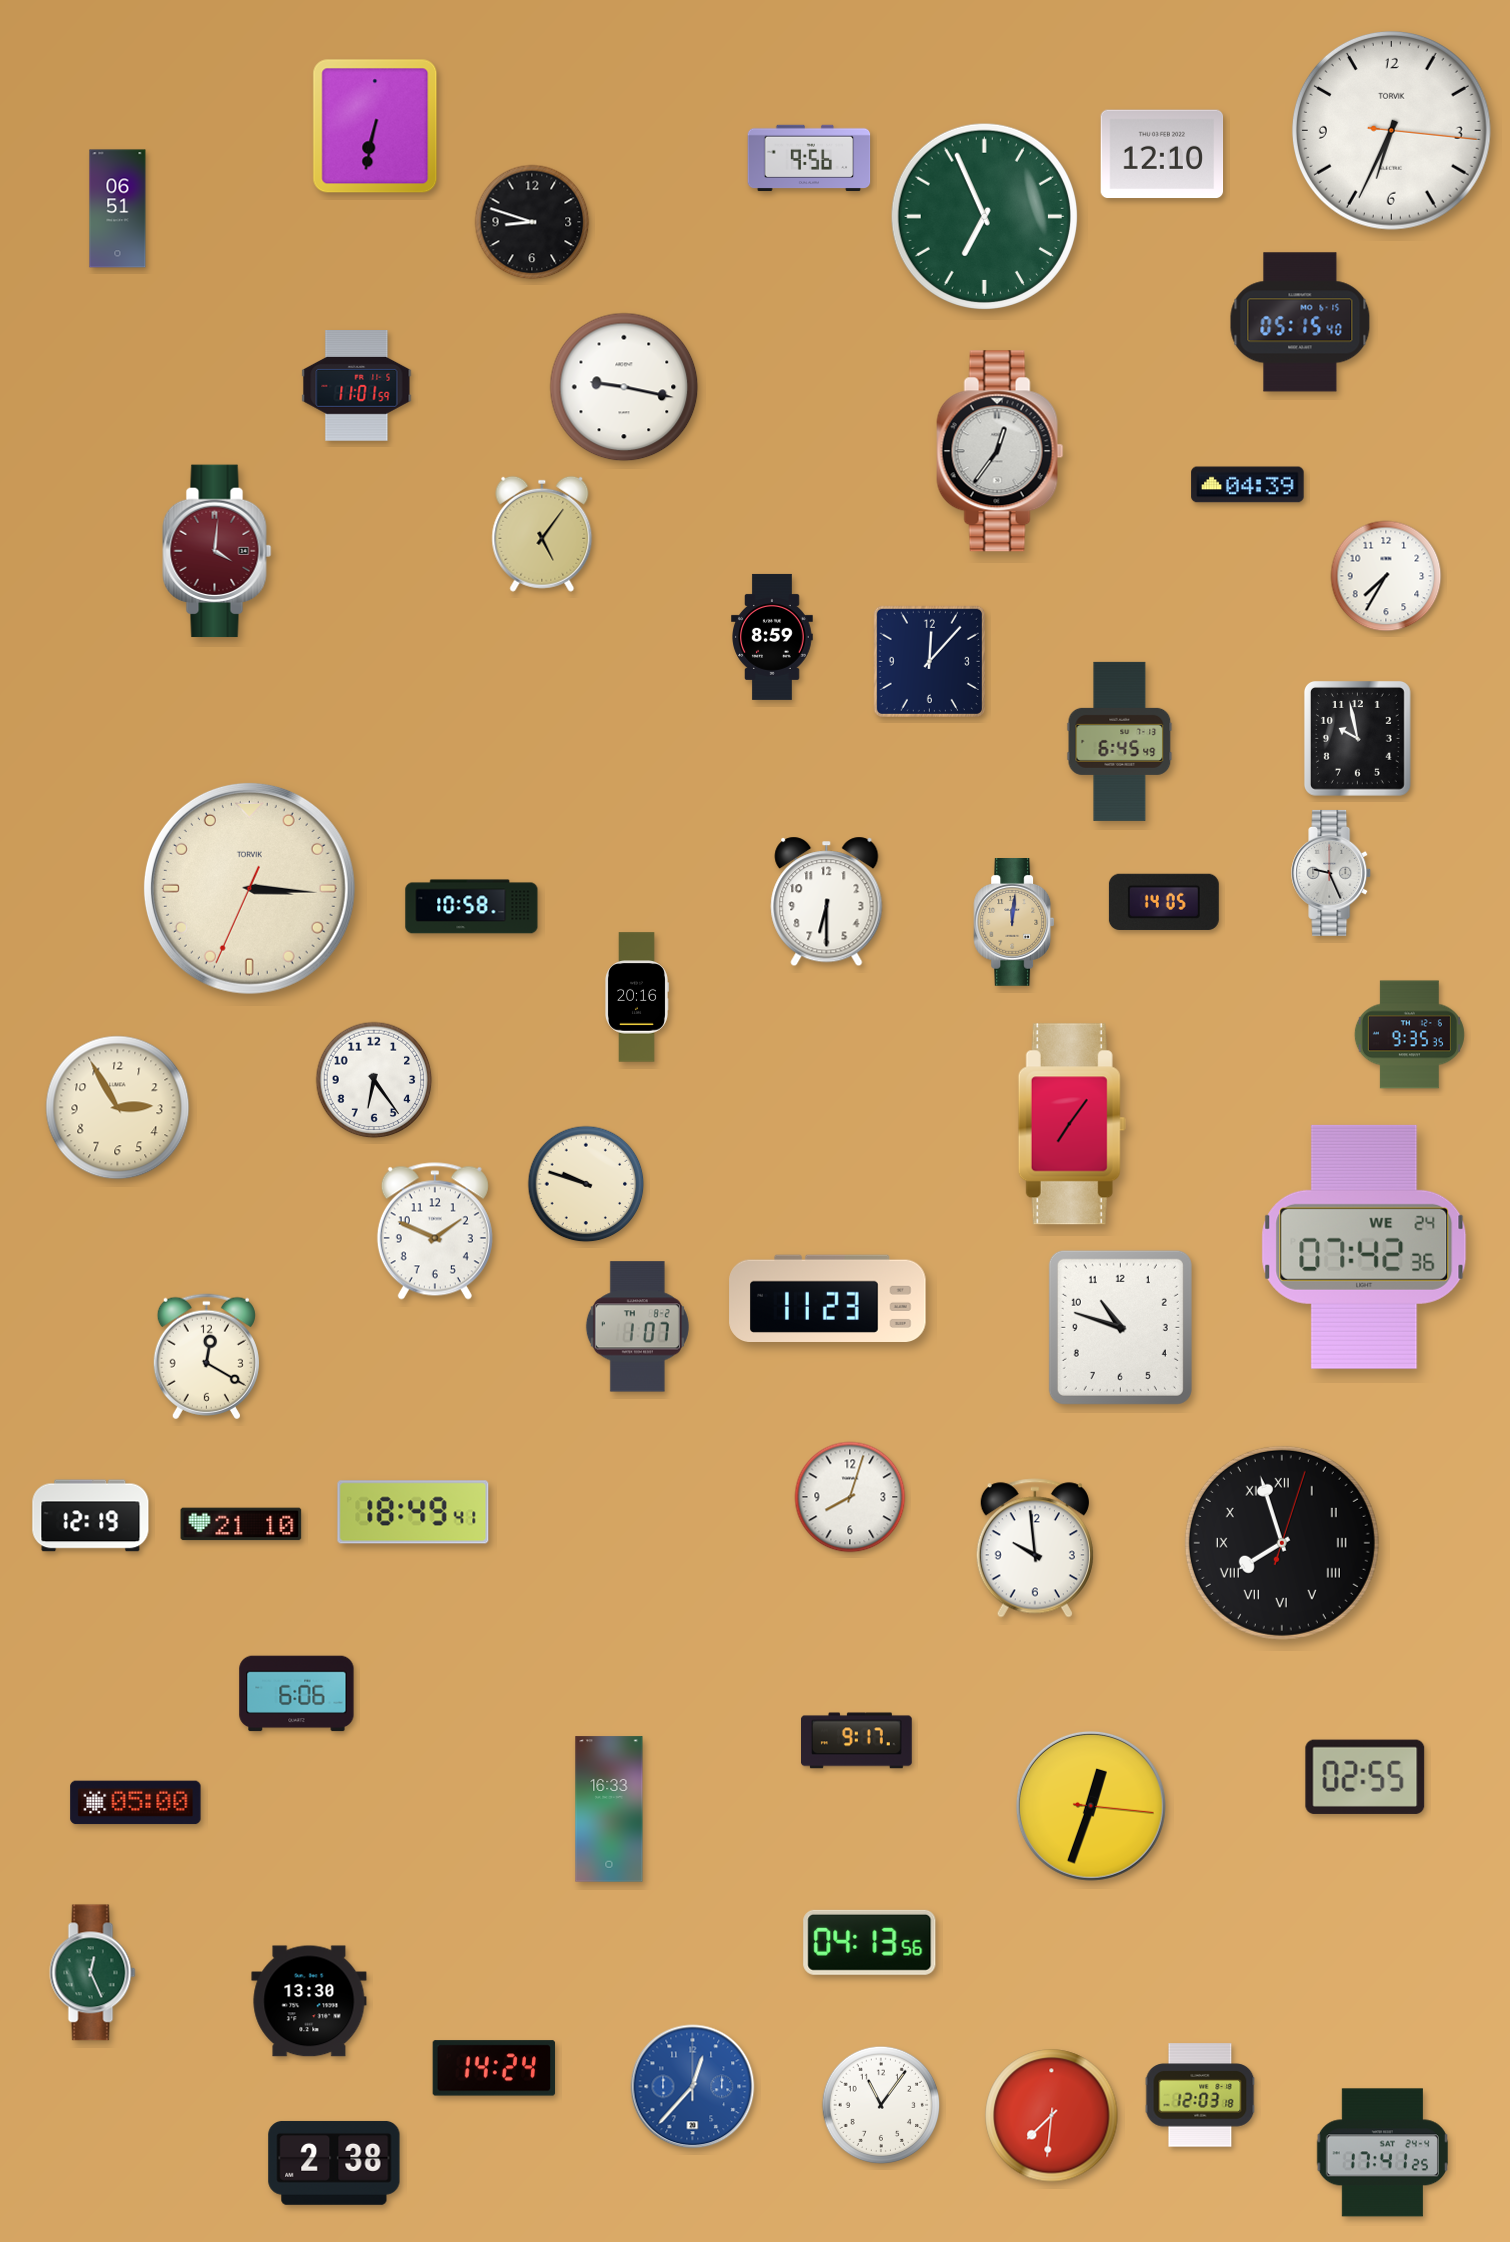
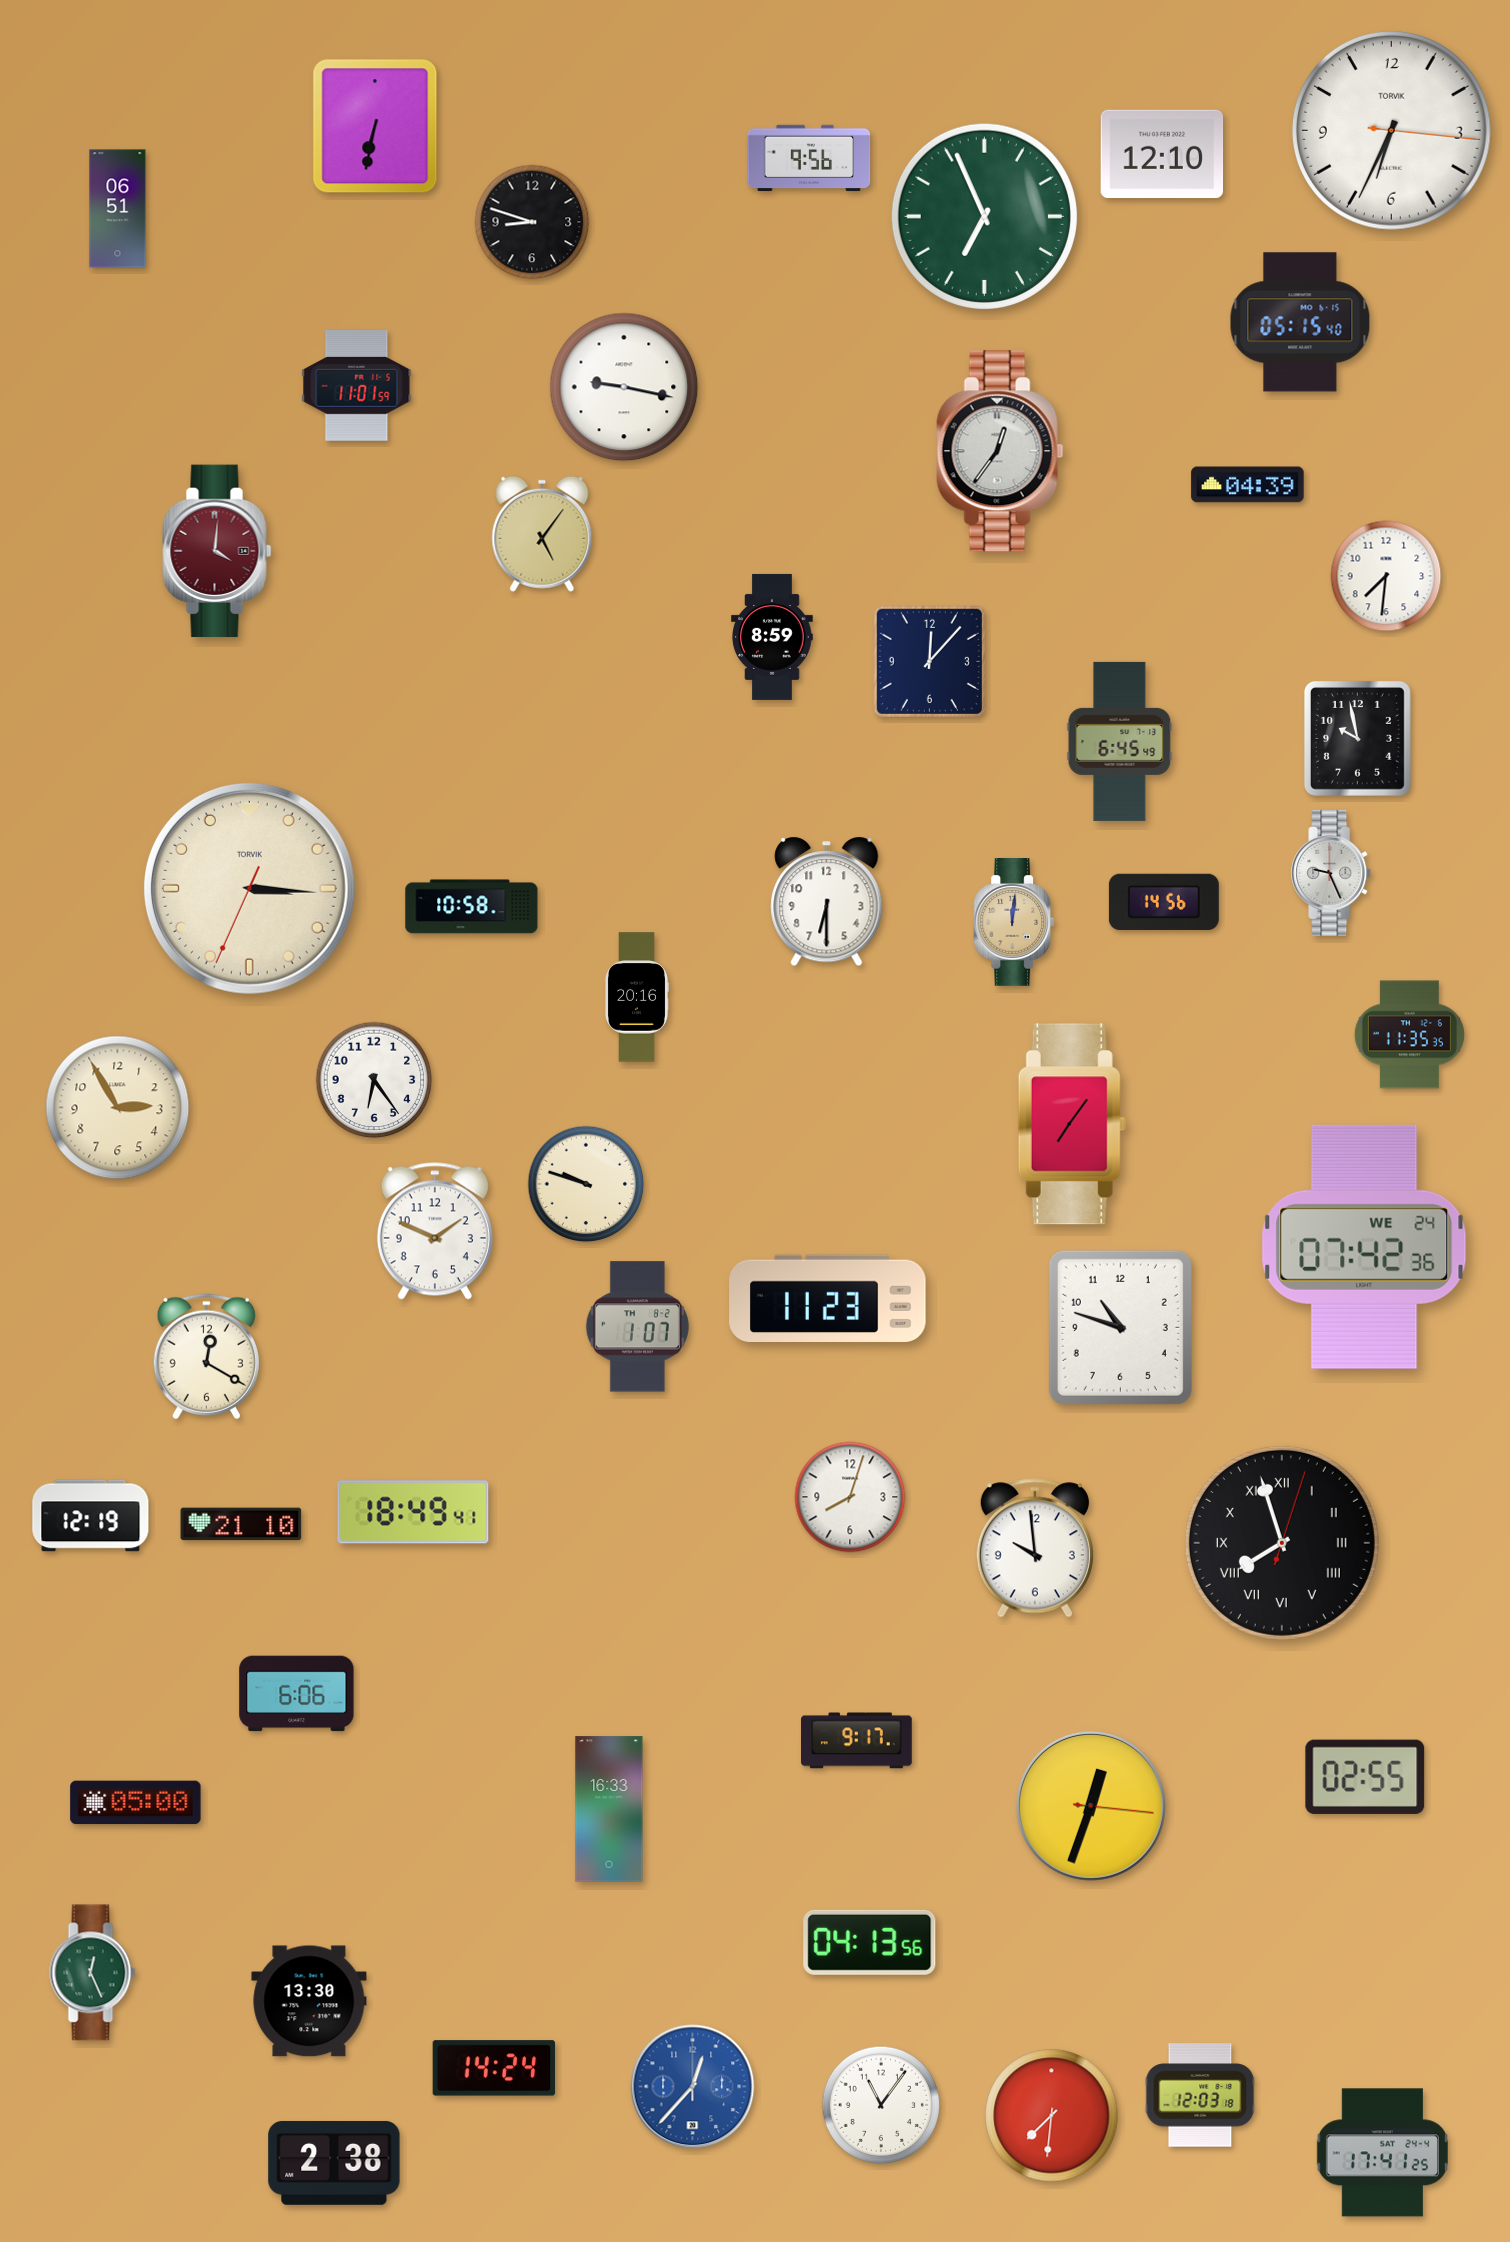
clock at (1386, 576): 7:35 -> 7:31
clock at (1164, 902): 14:05 -> 14:56
clock at (1409, 1035): 9:35 -> 11:35
